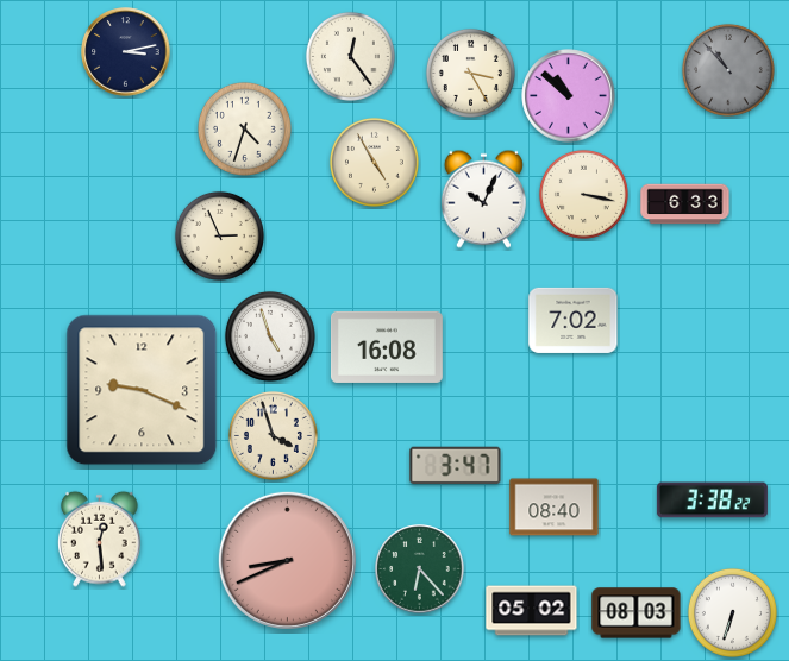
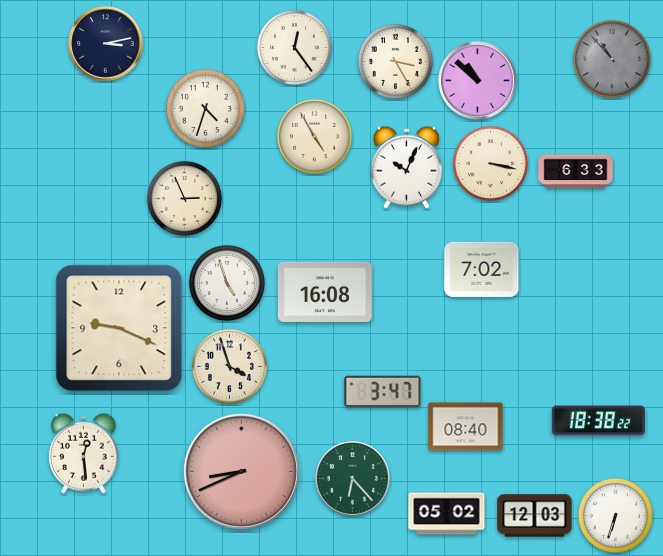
clock at (712, 501): 3:38 -> 18:38
clock at (637, 613): 08:03 -> 12:03
